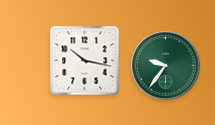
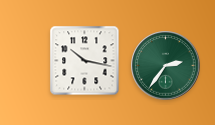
clock at (166, 66): 9:36 -> 2:36
